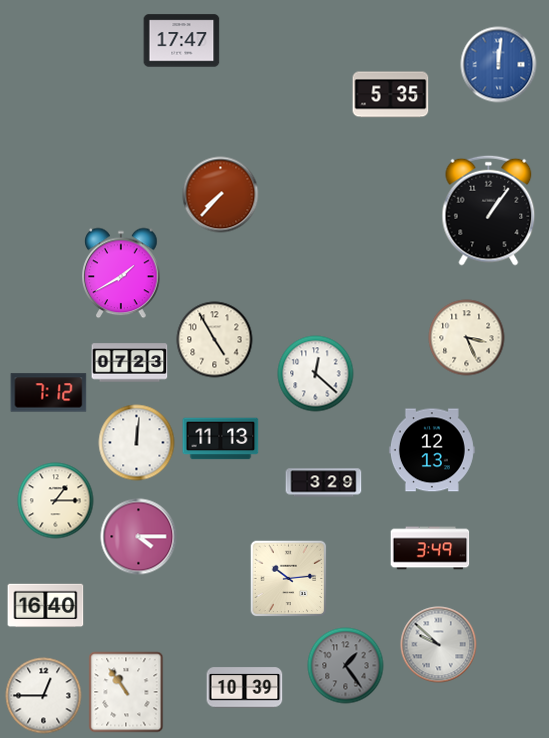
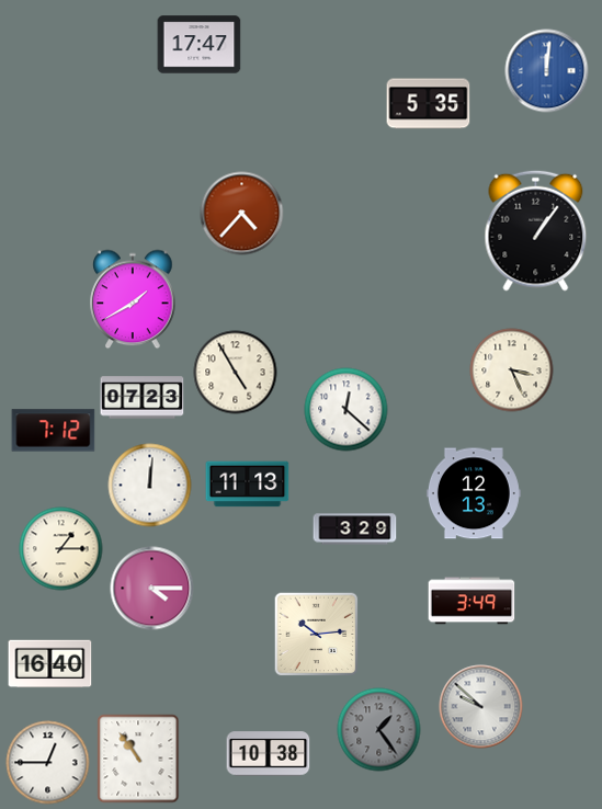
clock at (221, 195): 7:37 -> 4:37
clock at (221, 439) position: (221, 439) -> (248, 485)
clock at (245, 688): 10:39 -> 10:38
